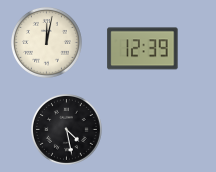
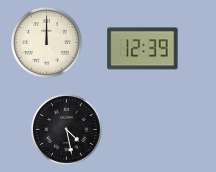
clock at (46, 42): 12:02 -> 12:00
